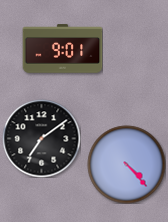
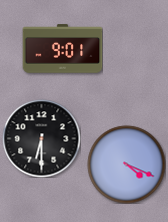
clock at (41, 138): 7:09 -> 6:30
clock at (126, 164): 4:23 -> 4:19
